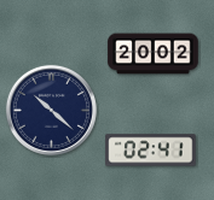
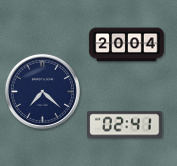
clock at (154, 54): 20:02 -> 20:04
clock at (51, 110): 10:22 -> 7:22
